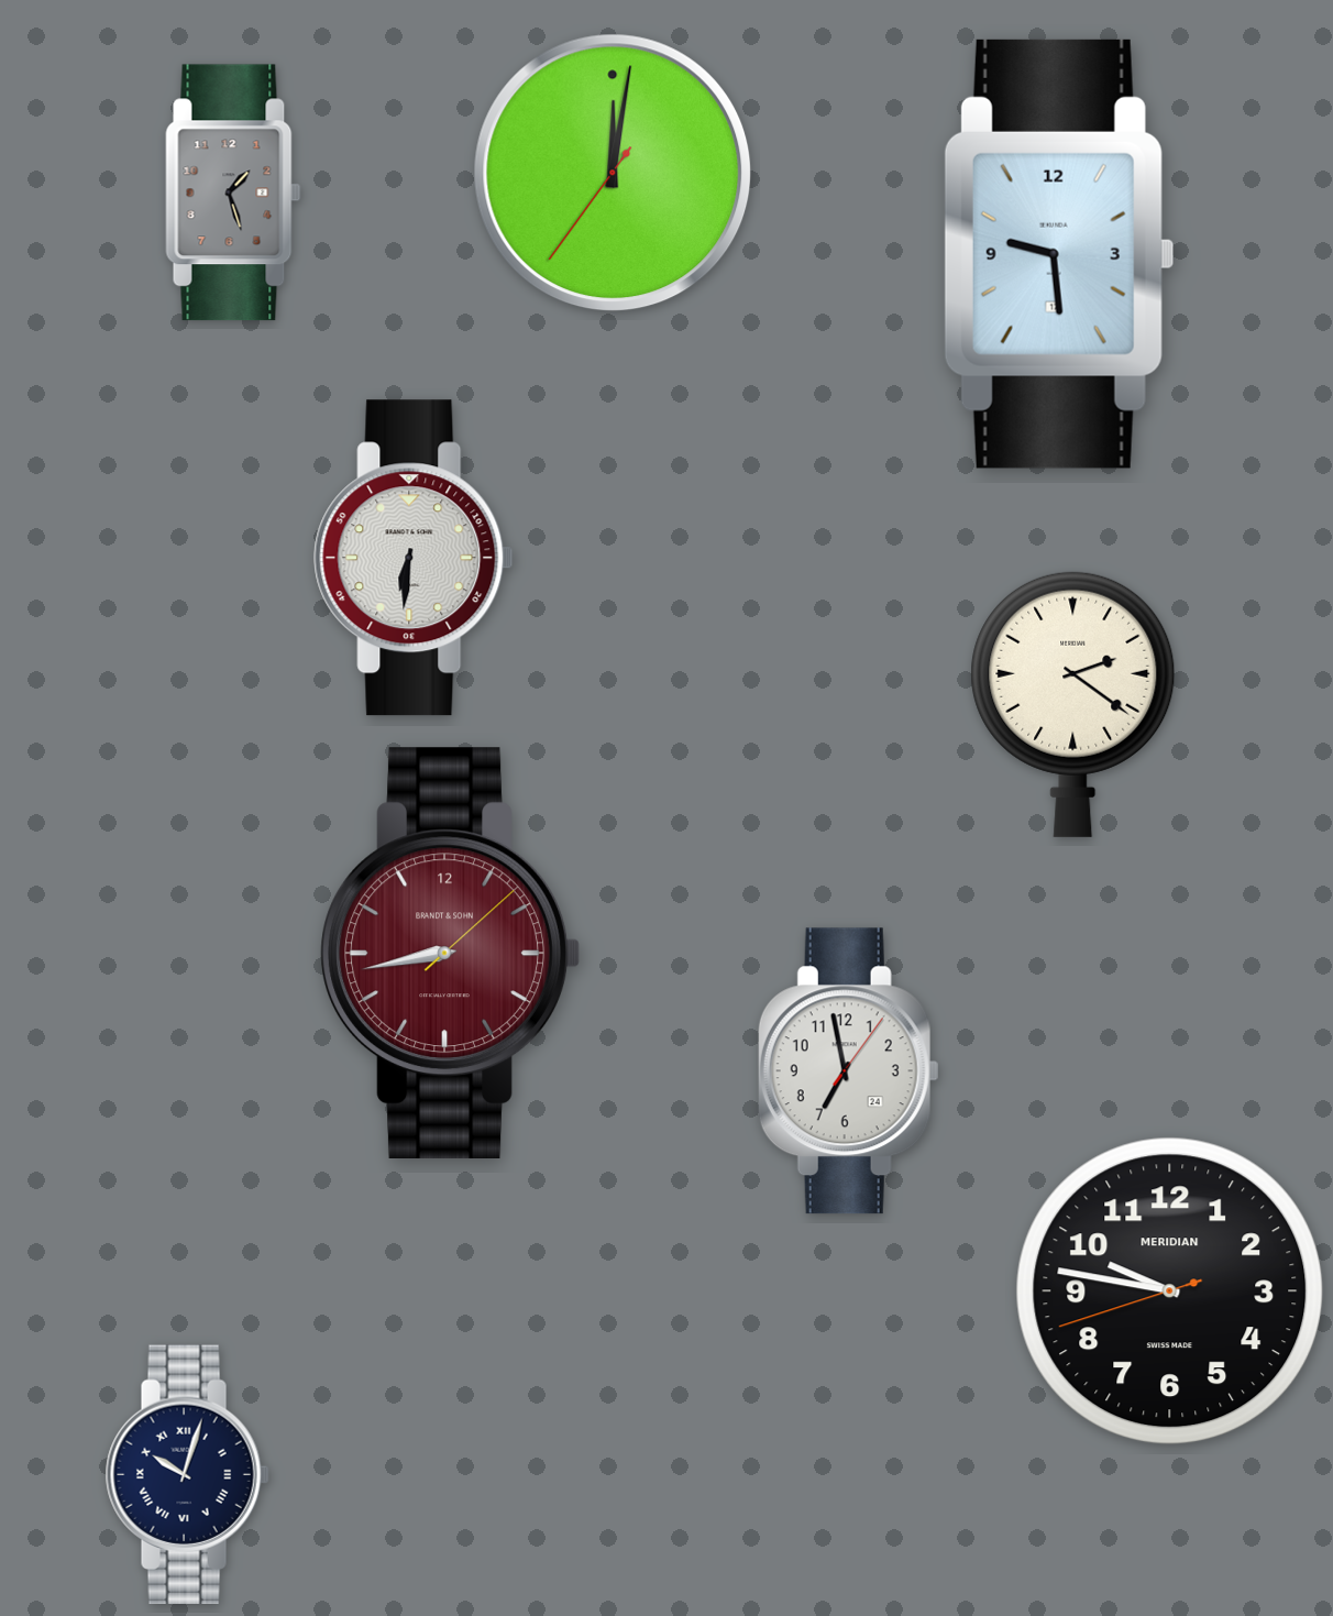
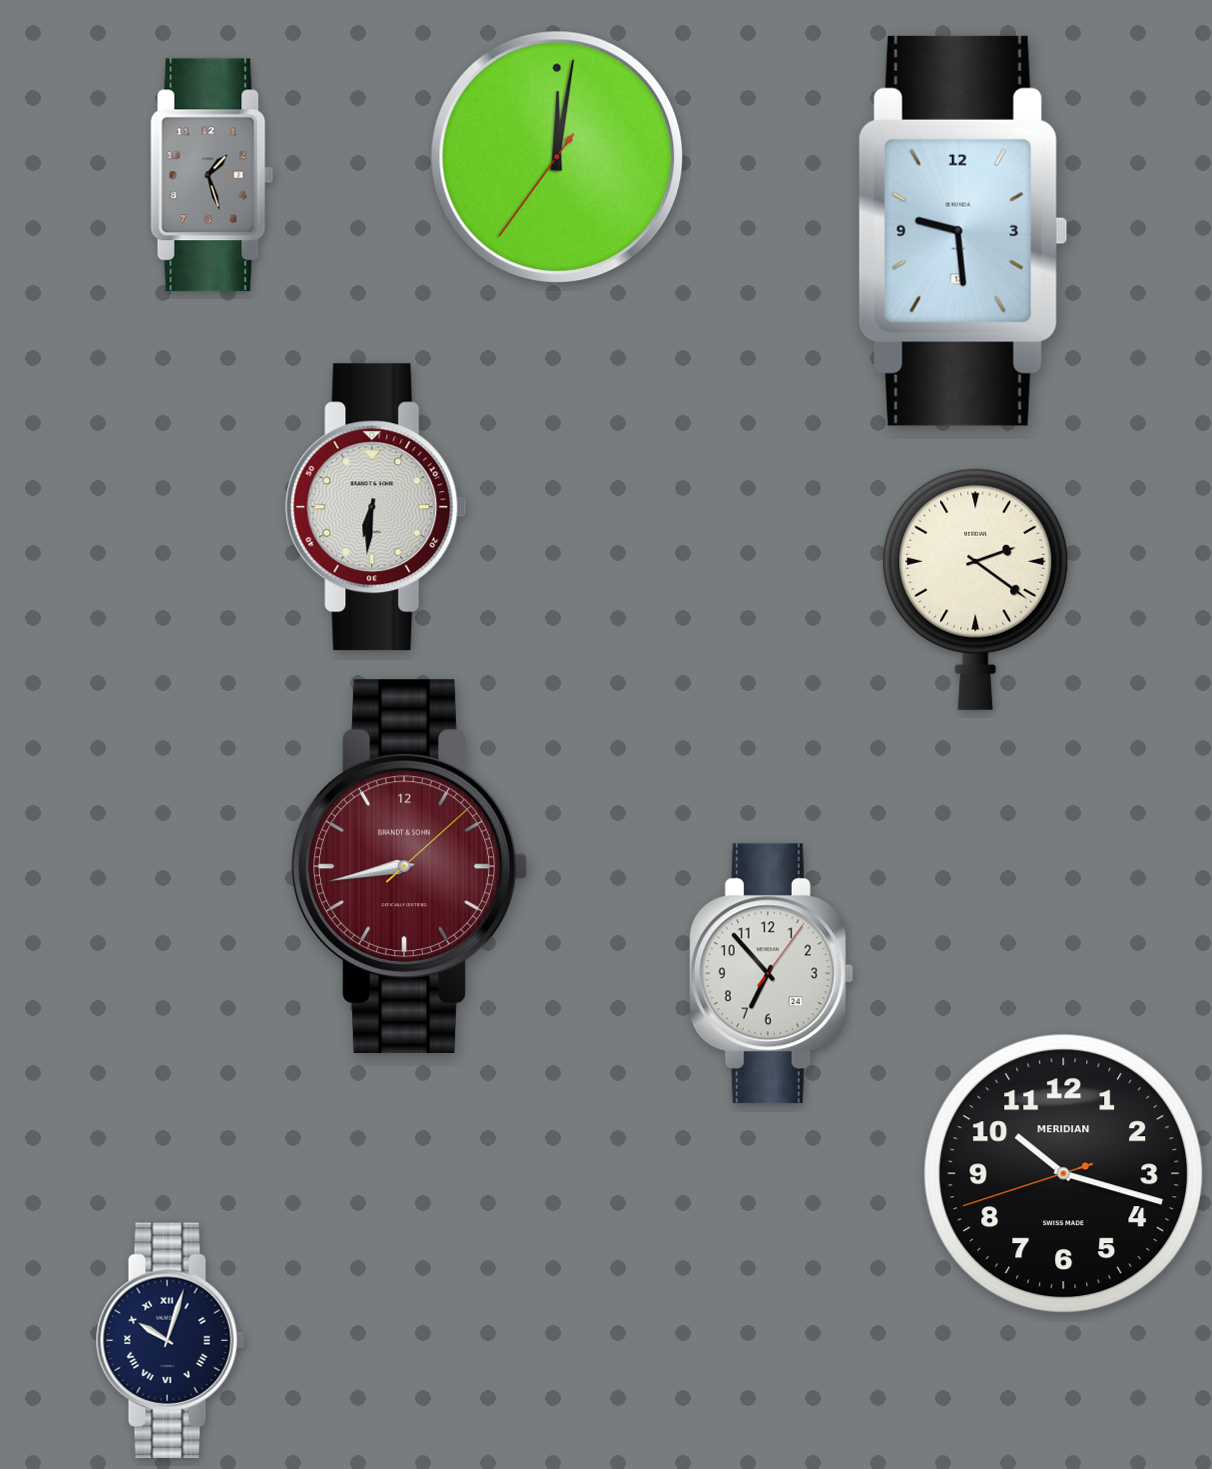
clock at (1073, 704) position: (1073, 704) -> (976, 589)
clock at (848, 1071): 6:58 -> 6:53
clock at (1170, 1291): 9:46 -> 10:17
